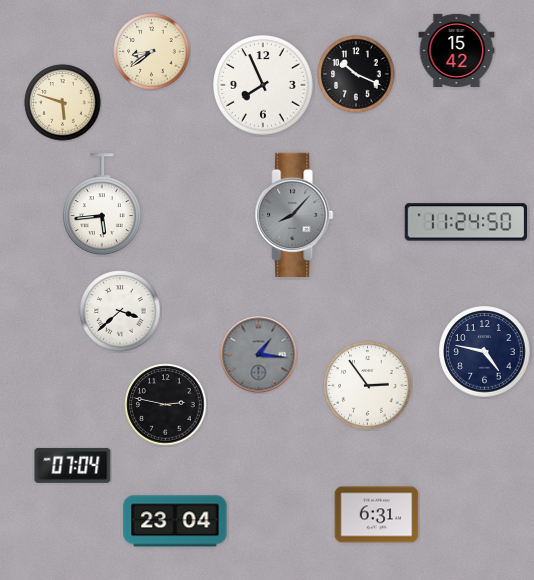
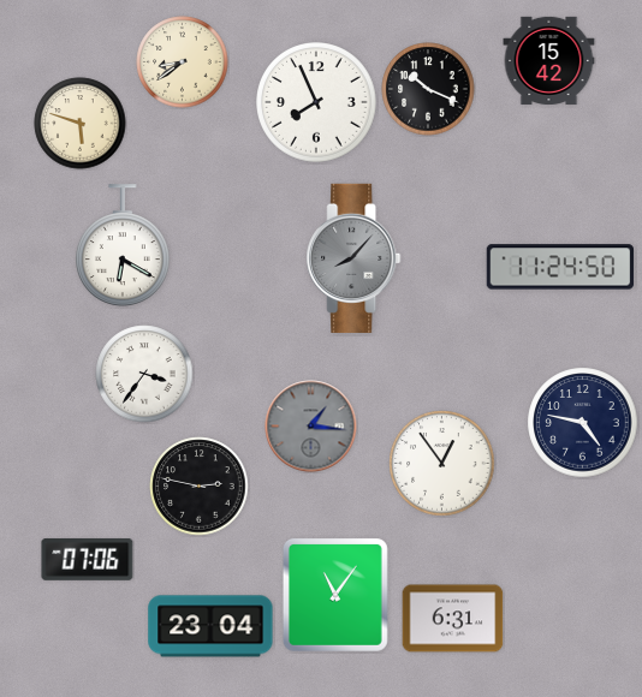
clock at (63, 103) position: (63, 103) -> (81, 124)
clock at (103, 204): 5:44 -> 6:20
clock at (120, 311): 3:38 -> 3:36
clock at (368, 386): 2:54 -> 12:54
clock at (73, 465): 07:04 -> 07:06
clock at (335, 595): none -> 11:06
